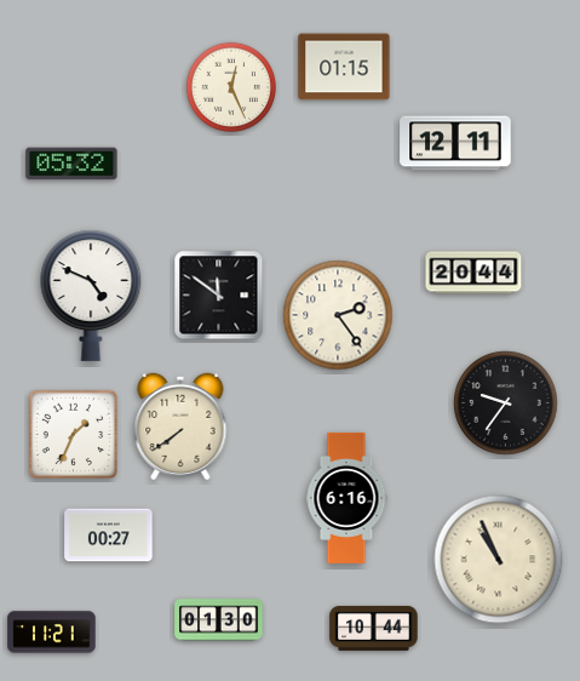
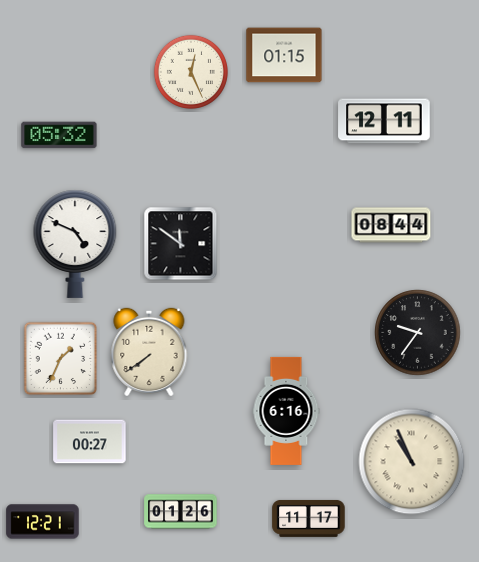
clock at (455, 143) position: (455, 143) -> (384, 121)
clock at (473, 273): 20:44 -> 08:44
clock at (338, 315): 2:24 -> none
clock at (219, 620): 01:30 -> 01:26
clock at (374, 628): 10:44 -> 11:17
clock at (52, 633): 11:21 -> 12:21
